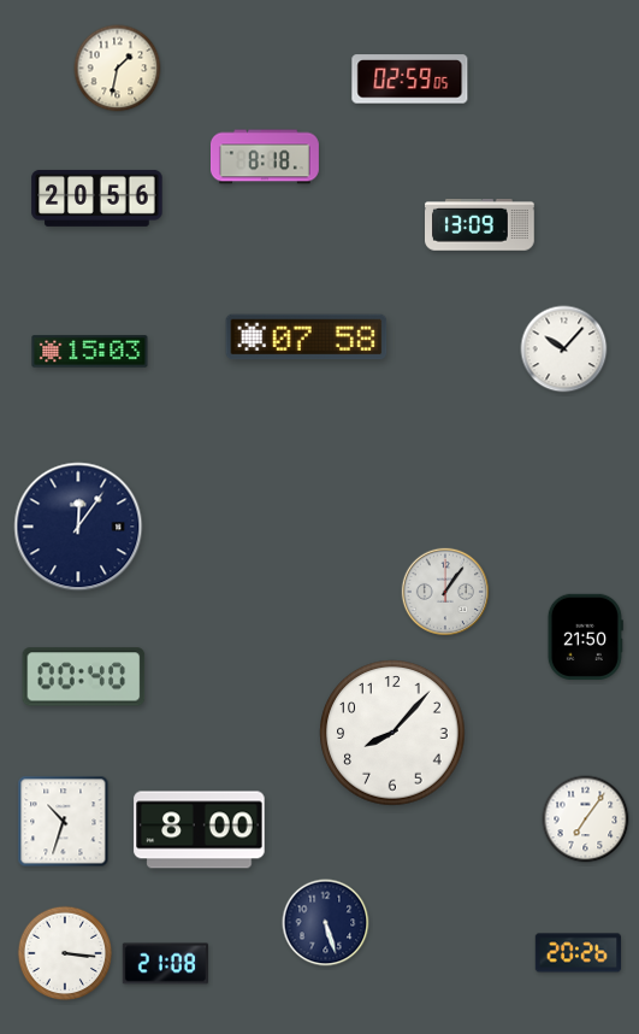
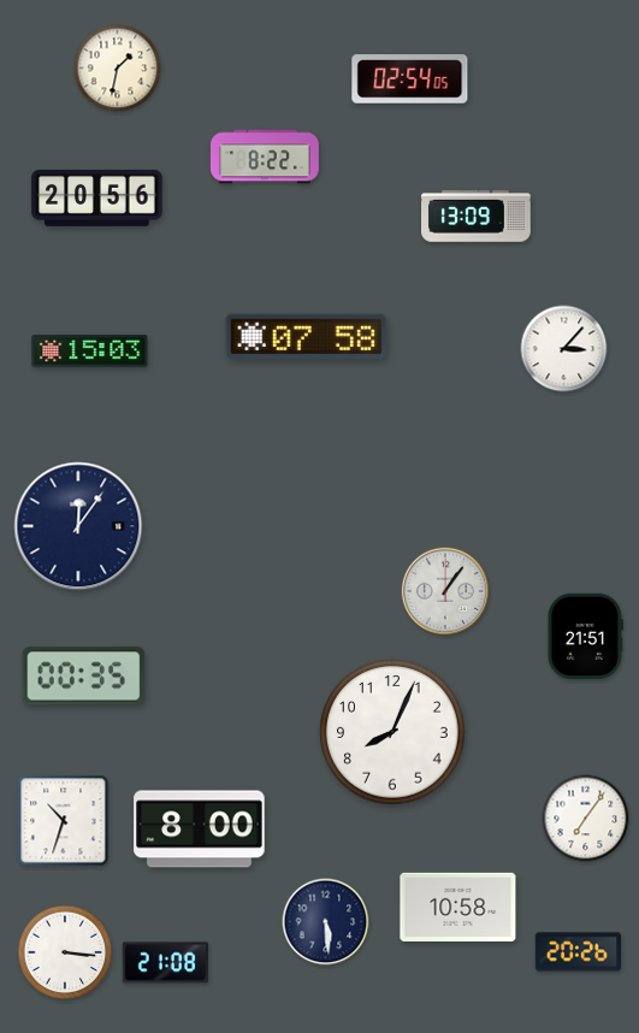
clock at (410, 80): 02:59 -> 02:54
clock at (266, 157): 8:18 -> 8:22
clock at (480, 225) position: (480, 225) -> (477, 217)
clock at (564, 349): 10:07 -> 3:07
clock at (585, 636): 21:50 -> 21:51
clock at (84, 677): 00:40 -> 00:35
clock at (392, 733): 8:07 -> 8:04
clock at (458, 907): none -> 10:58
clock at (326, 923): 5:27 -> 5:29
